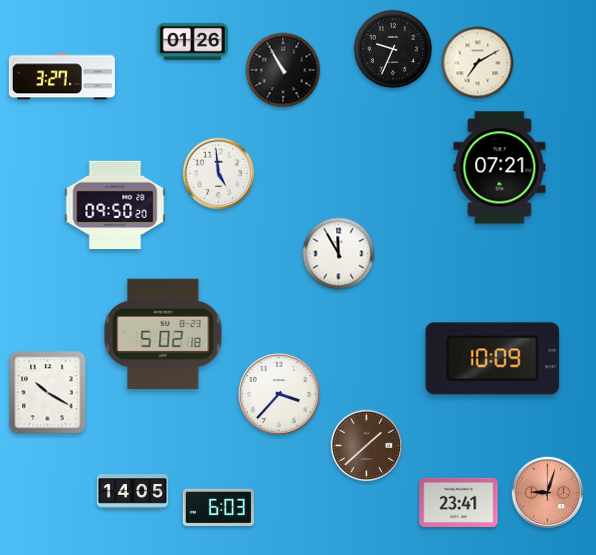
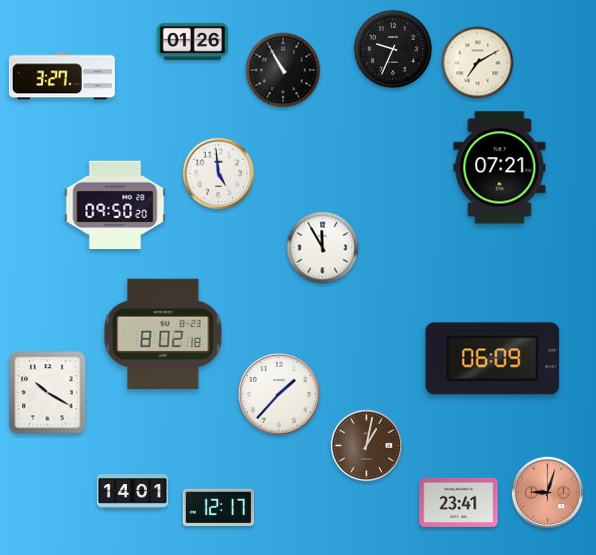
clock at (339, 254) position: (339, 254) -> (323, 248)
clock at (163, 333): 5:02 -> 8:02
clock at (493, 359): 10:09 -> 06:09
clock at (279, 394): 3:37 -> 1:37
clock at (367, 446): 1:38 -> 1:02
clock at (133, 492): 14:05 -> 14:01
clock at (219, 507): 6:03 -> 12:17
